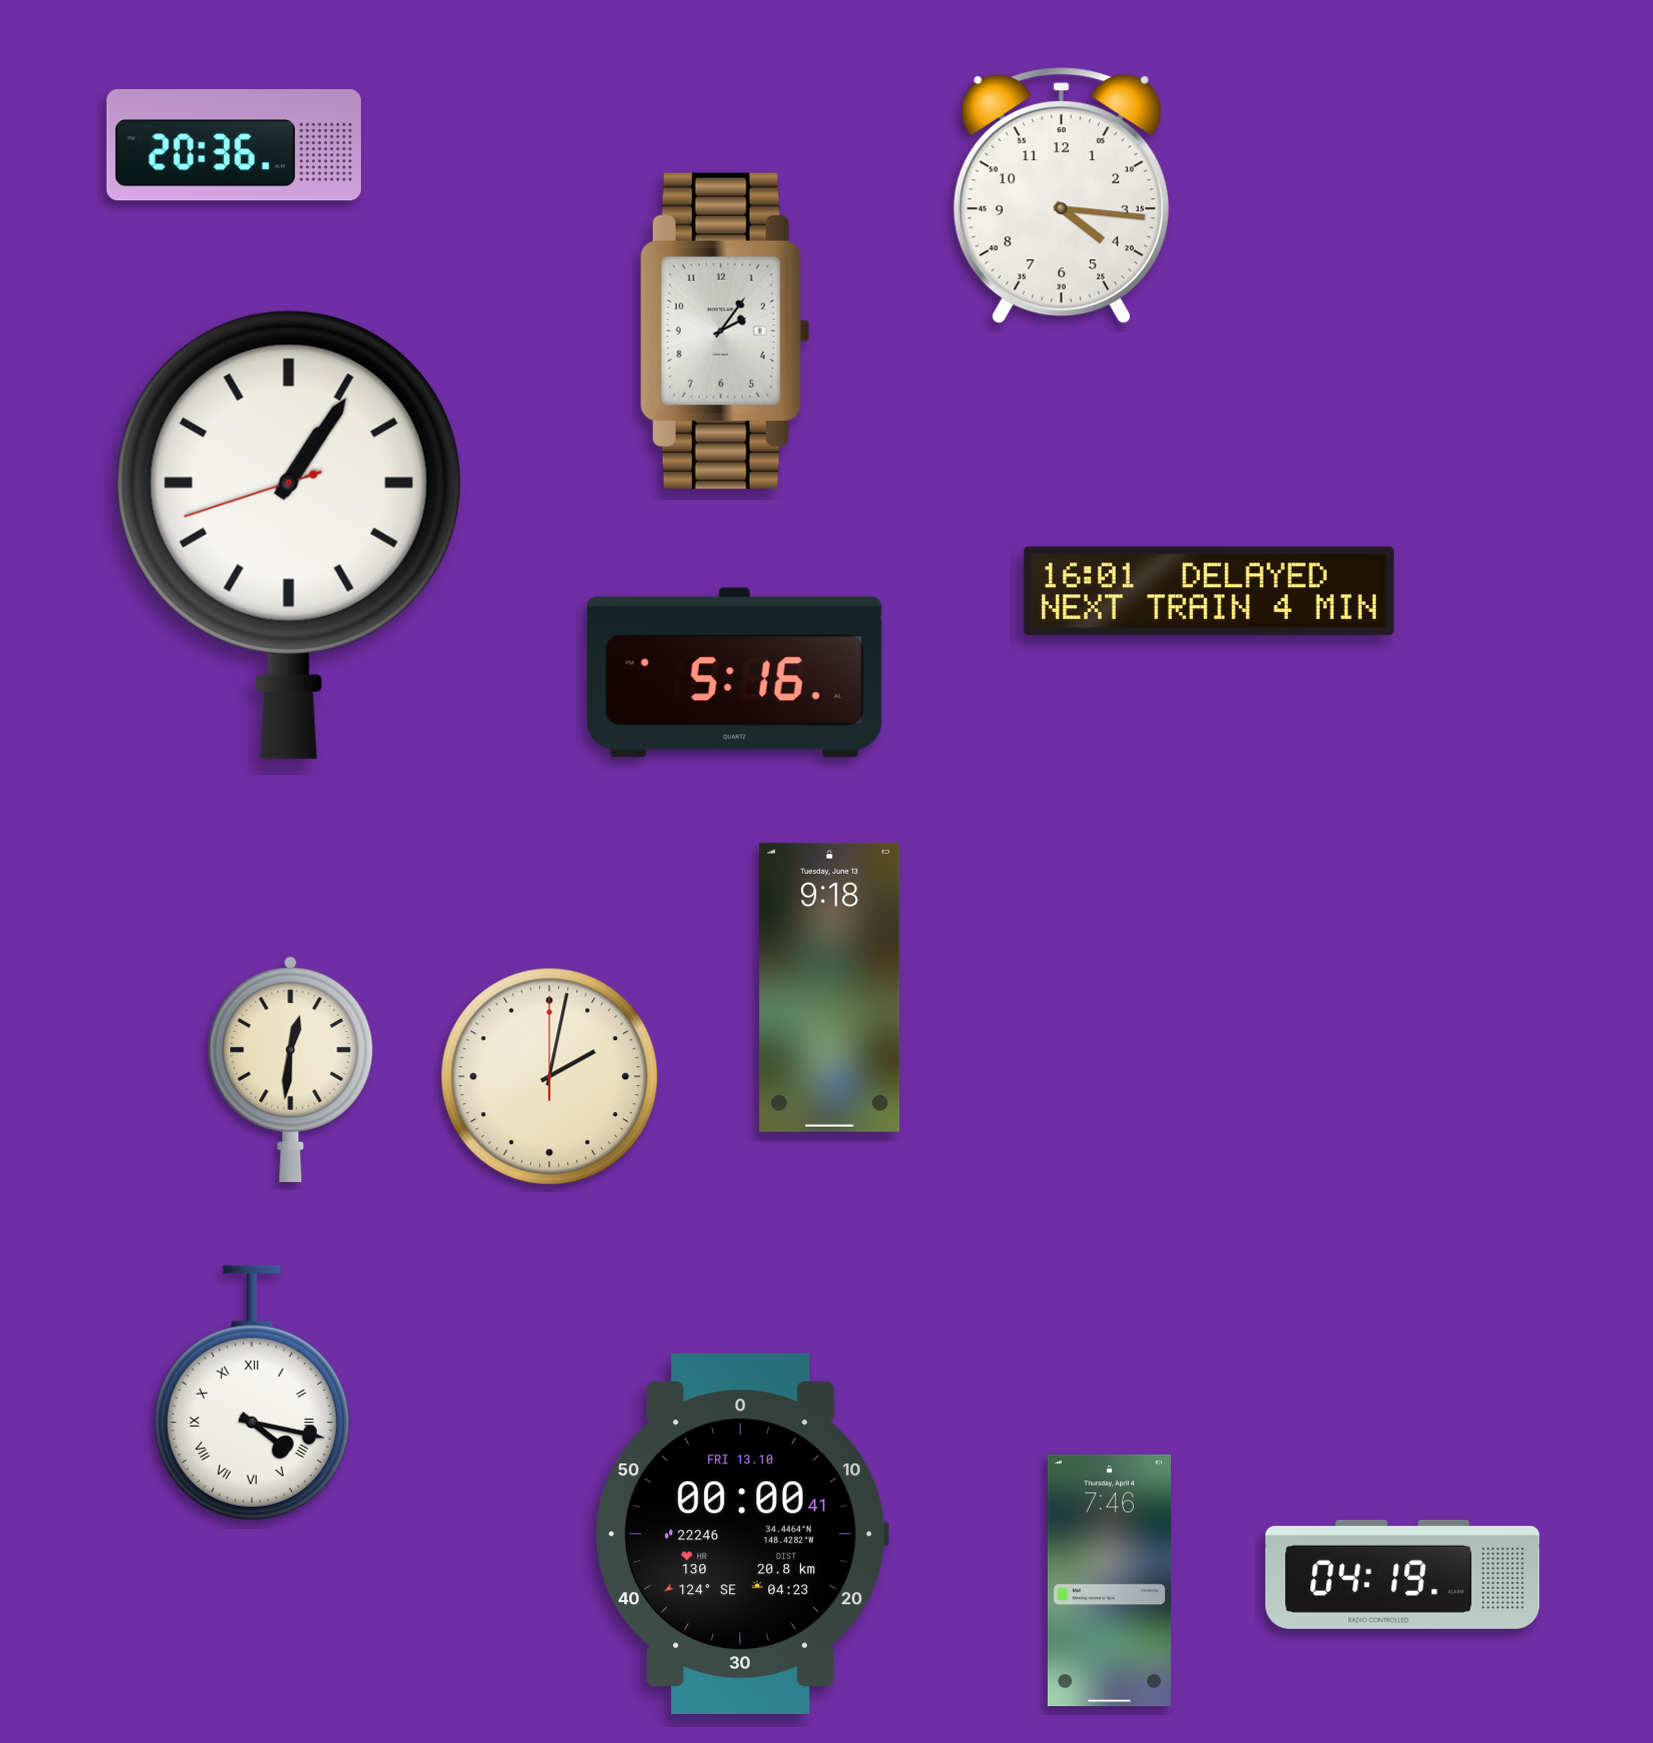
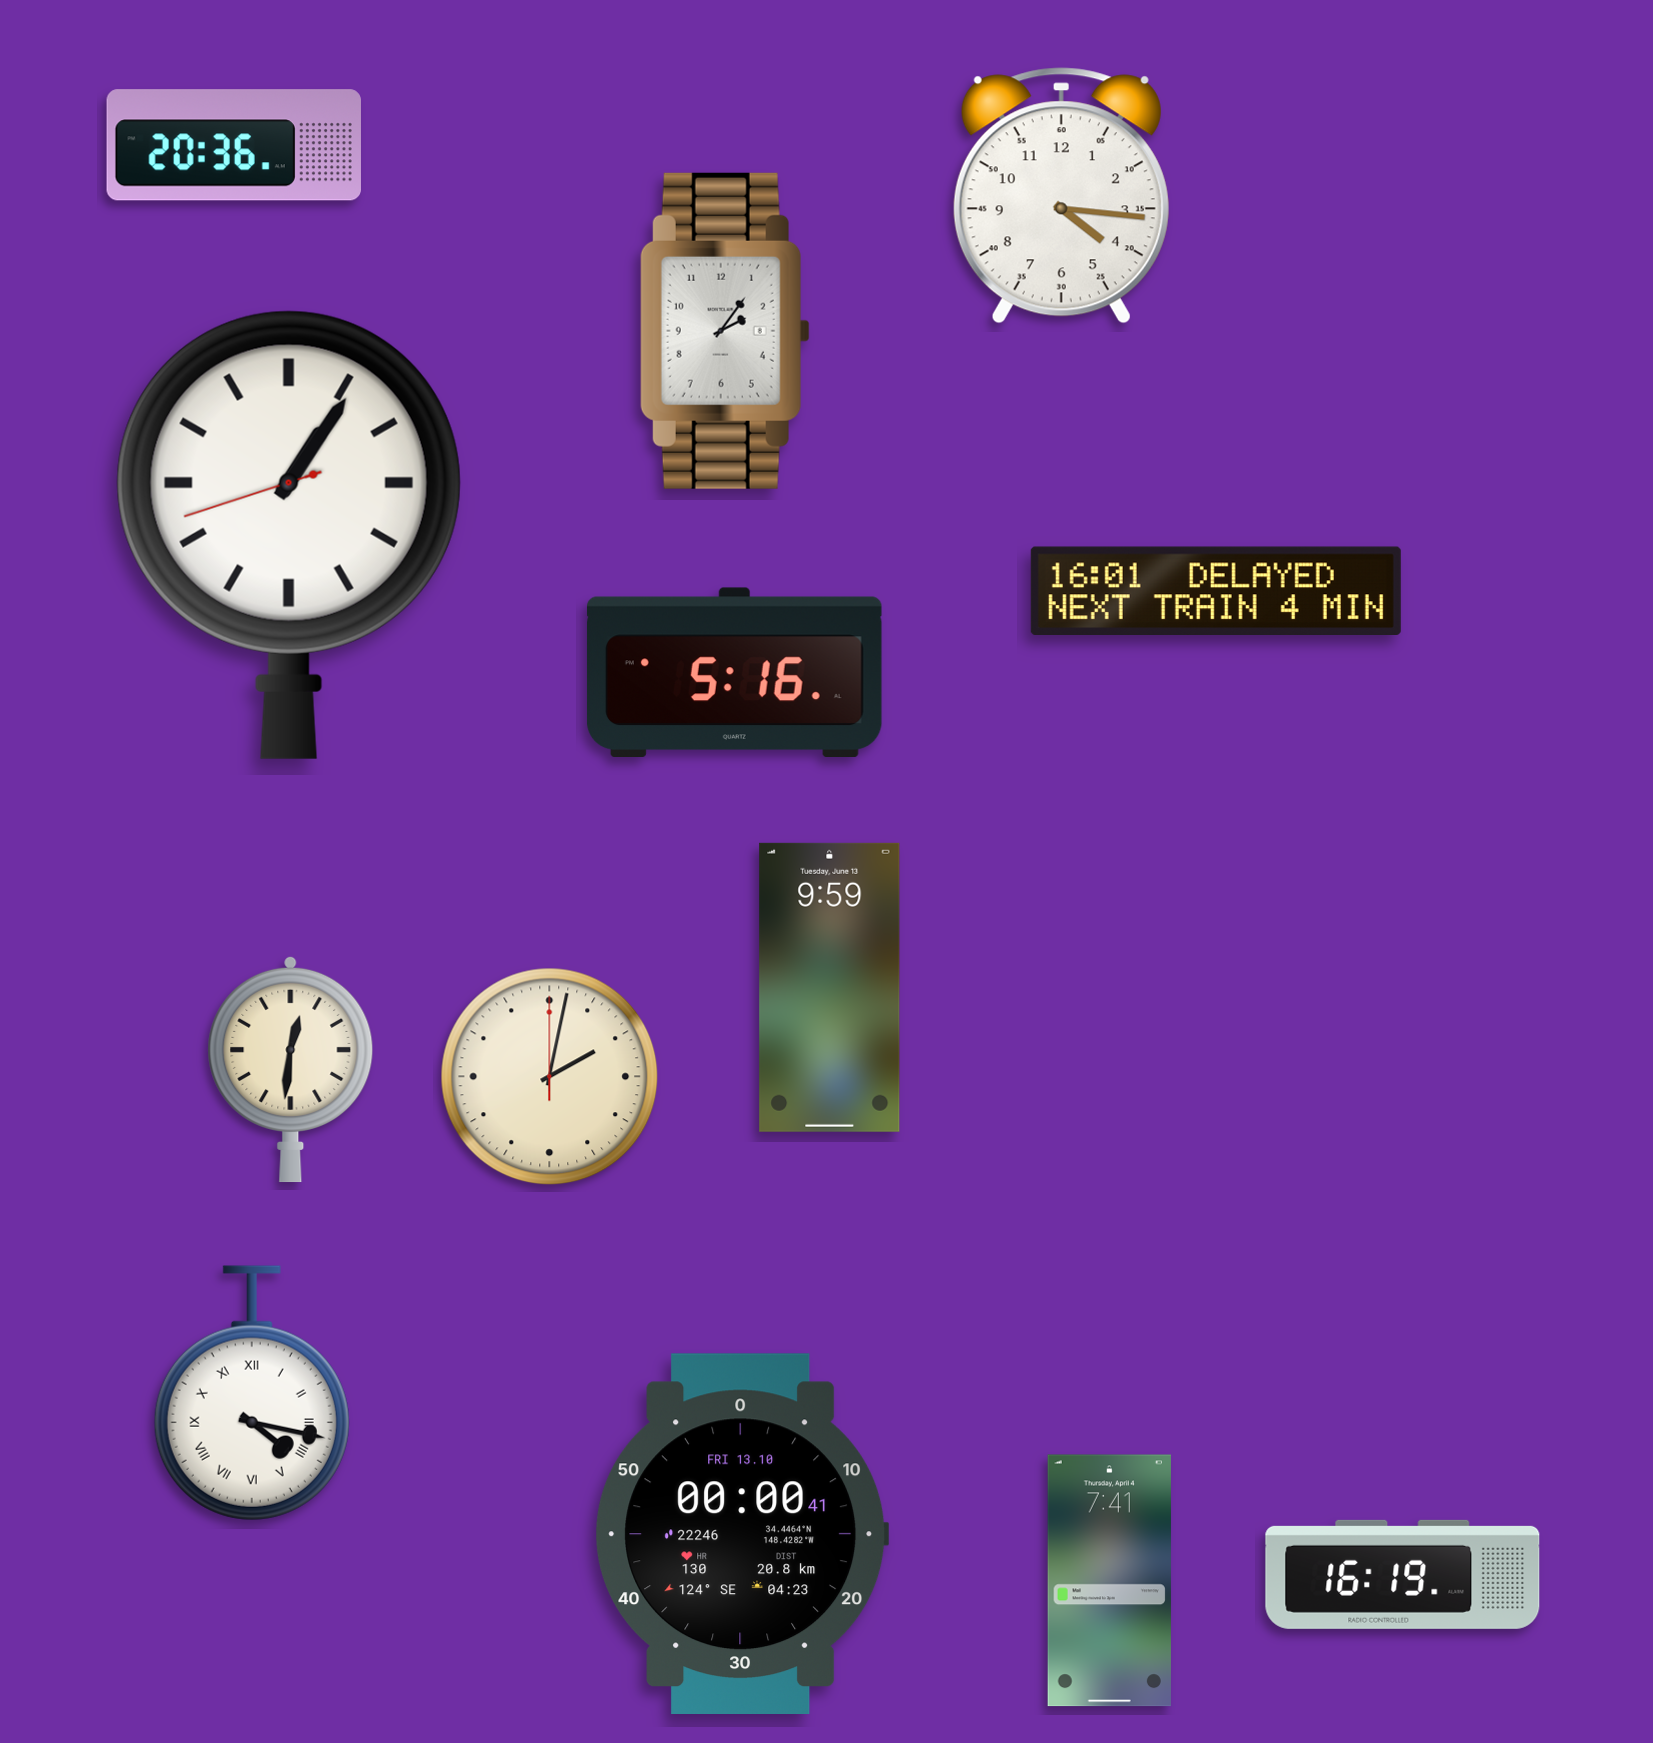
clock at (1209, 590) position: (1209, 590) -> (1216, 590)
clock at (830, 987): 9:18 -> 9:59
clock at (1403, 1574): 04:19 -> 16:19
clock at (1109, 1581): 7:46 -> 7:41
